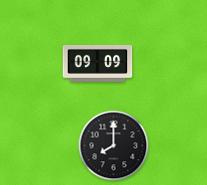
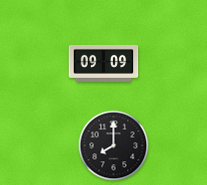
clock at (98, 64) position: (98, 64) -> (104, 64)
